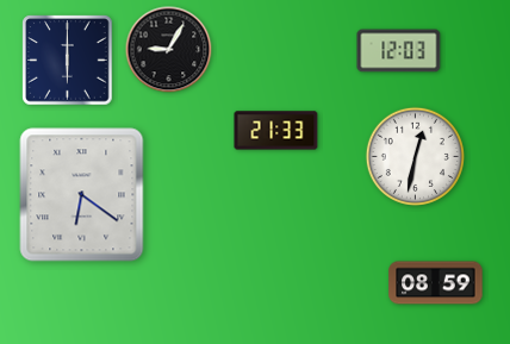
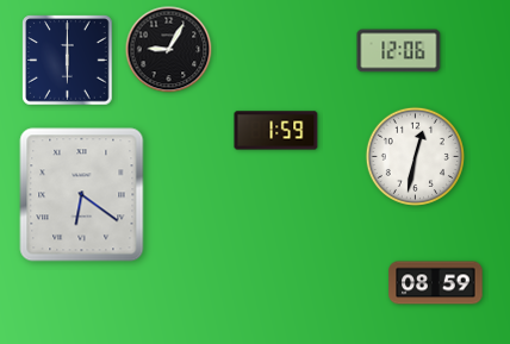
clock at (399, 51): 12:03 -> 12:06
clock at (276, 131): 21:33 -> 1:59
